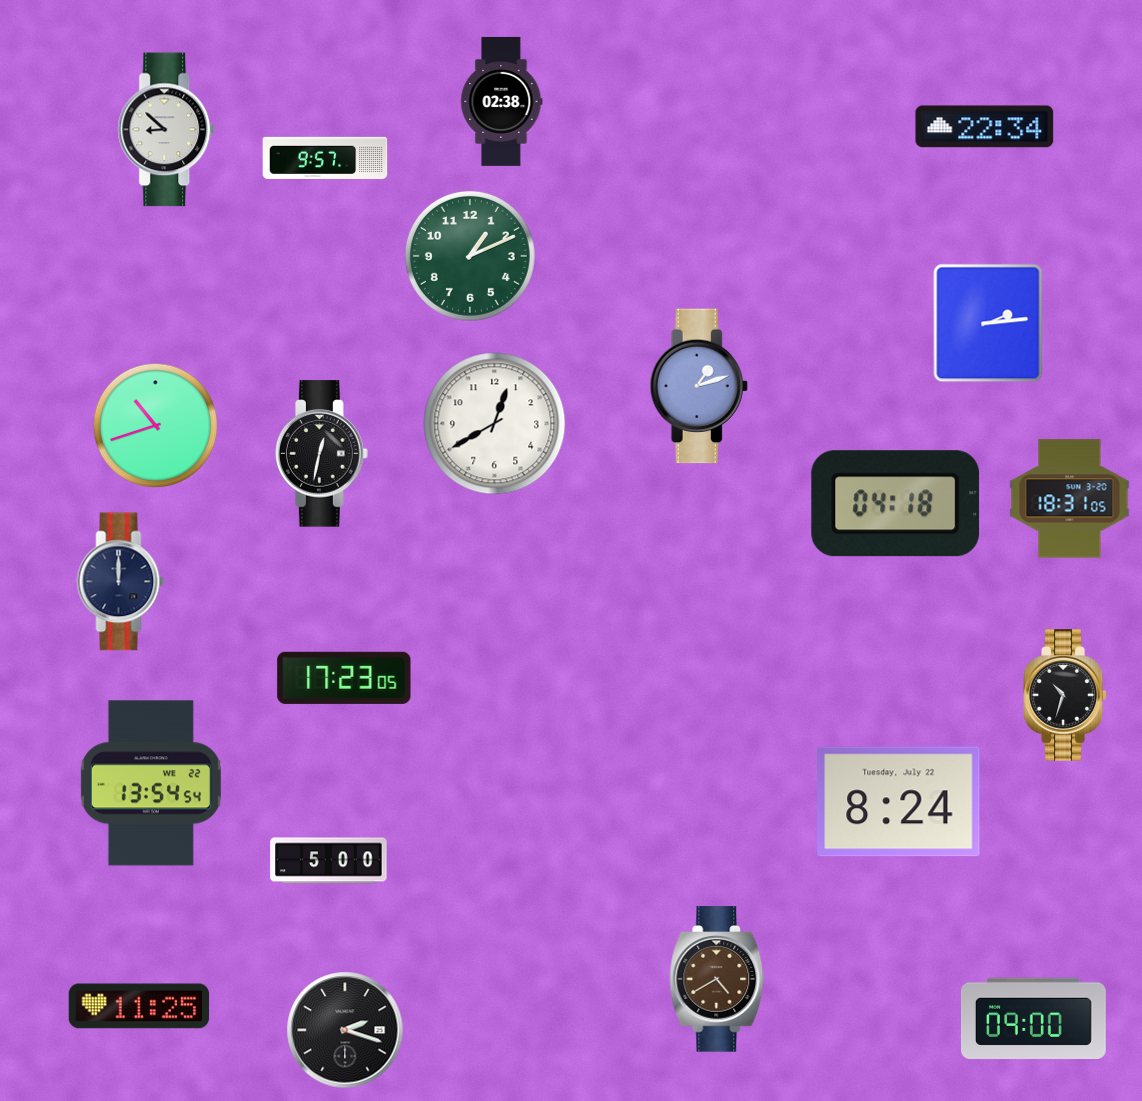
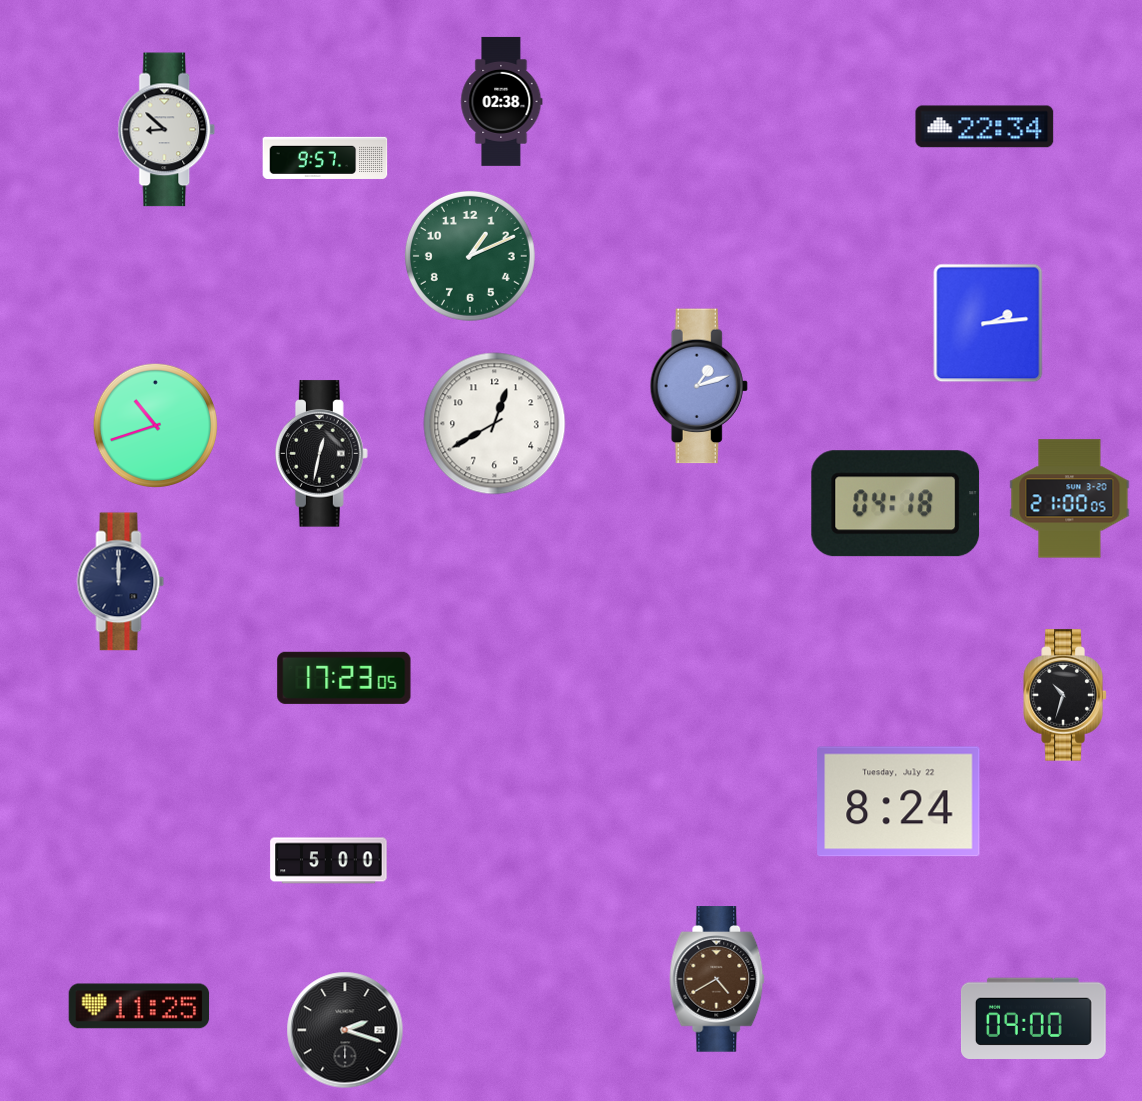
clock at (1070, 499): 18:31 -> 21:00
clock at (151, 783): 13:54 -> none
